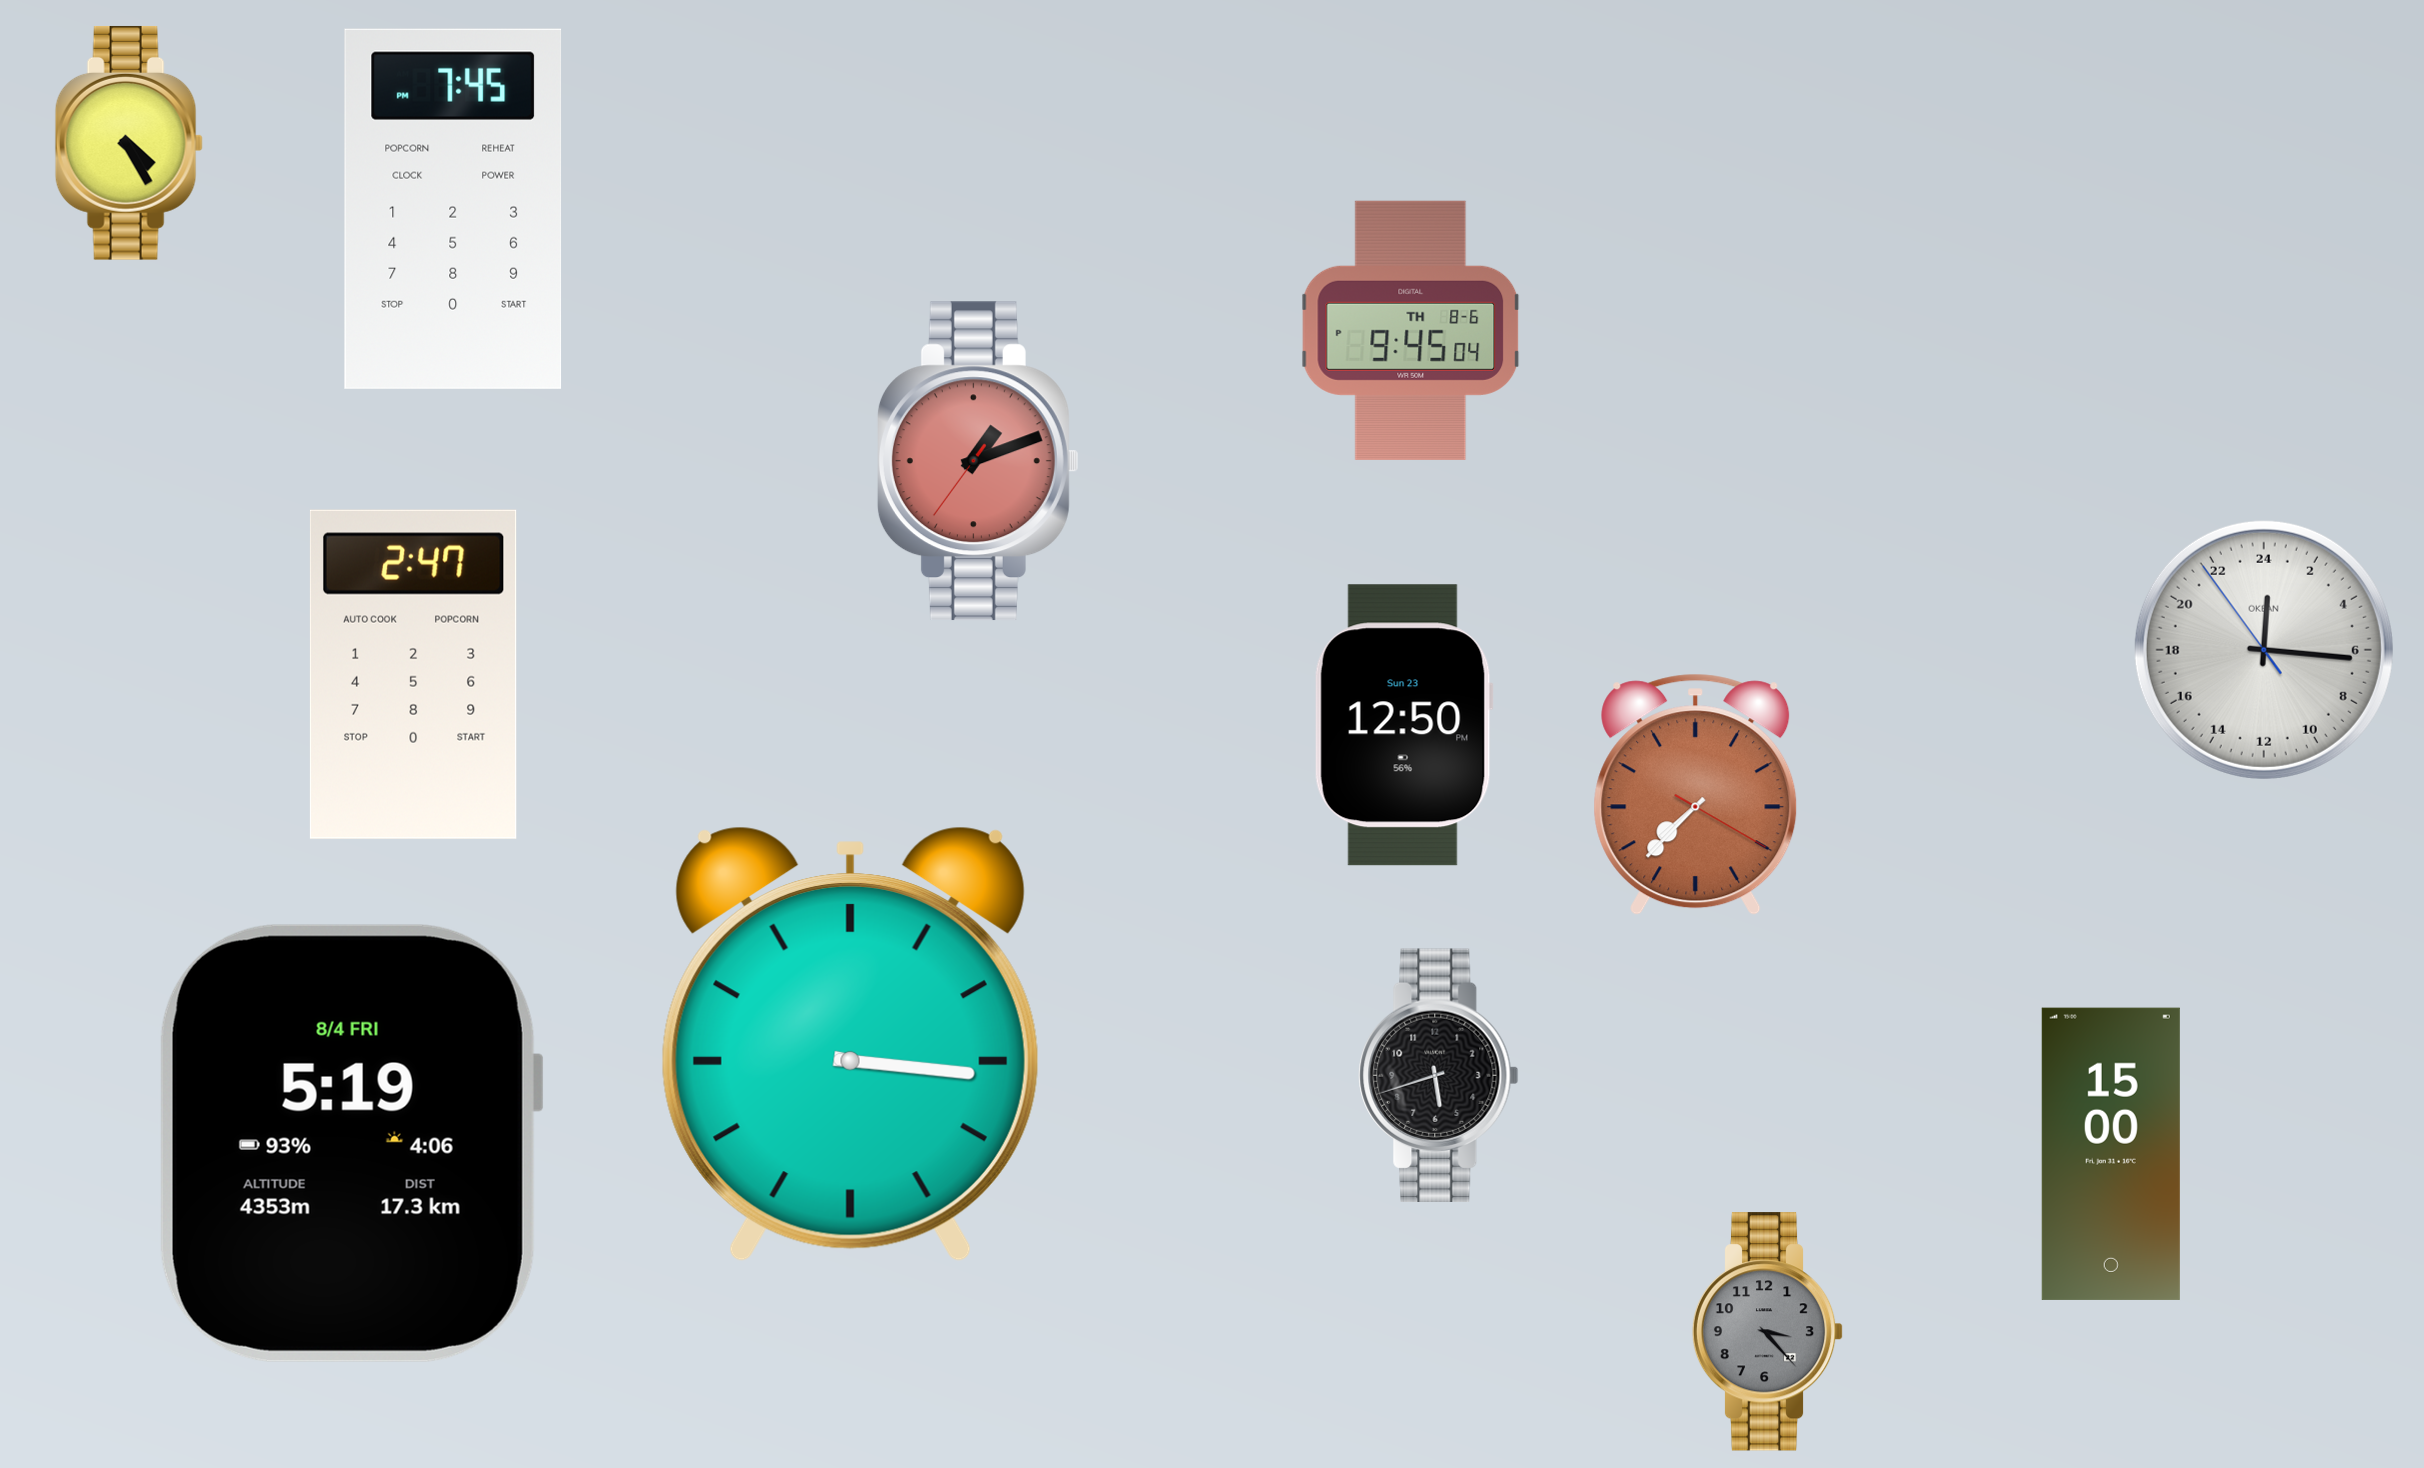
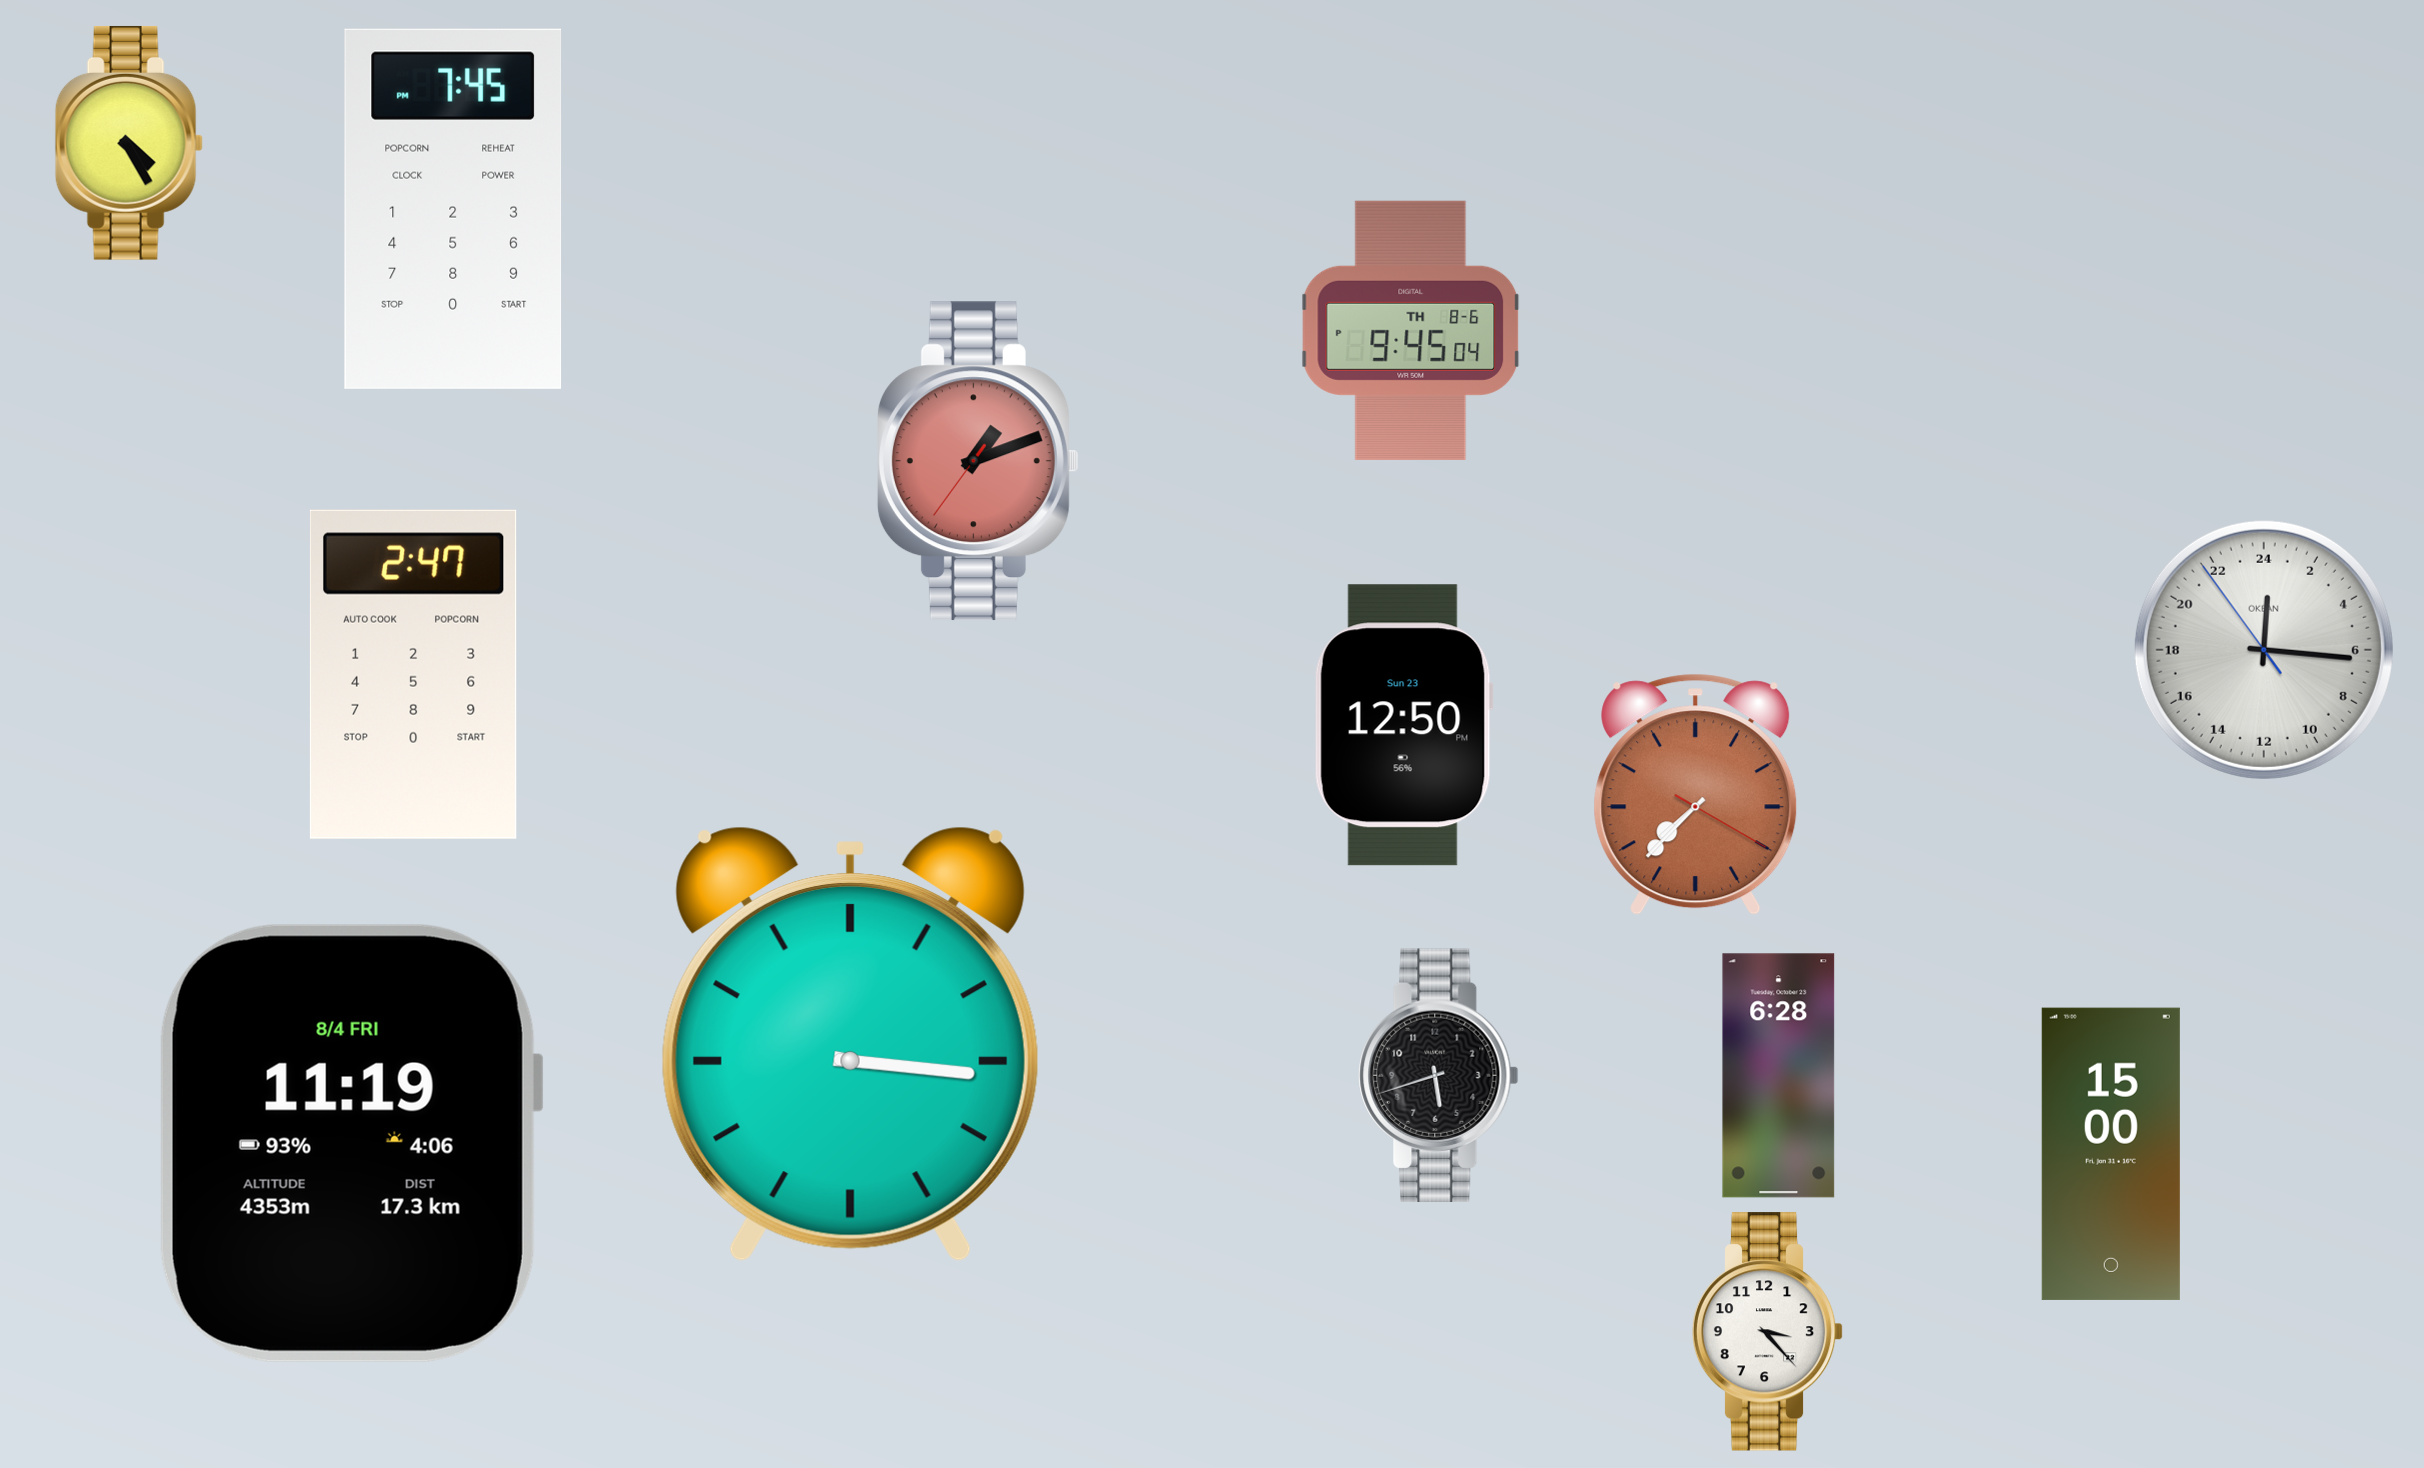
clock at (1779, 1076): none -> 6:28
clock at (351, 1143): 5:19 -> 11:19
clock at (1768, 1332) dial: grey -> white
